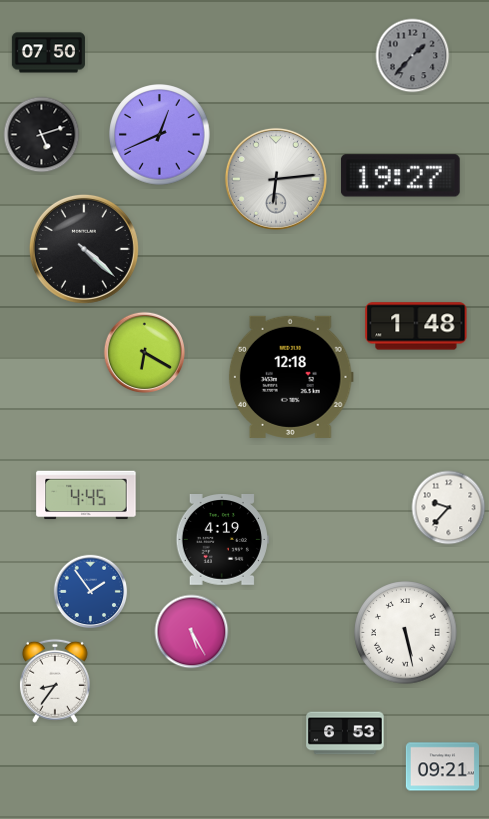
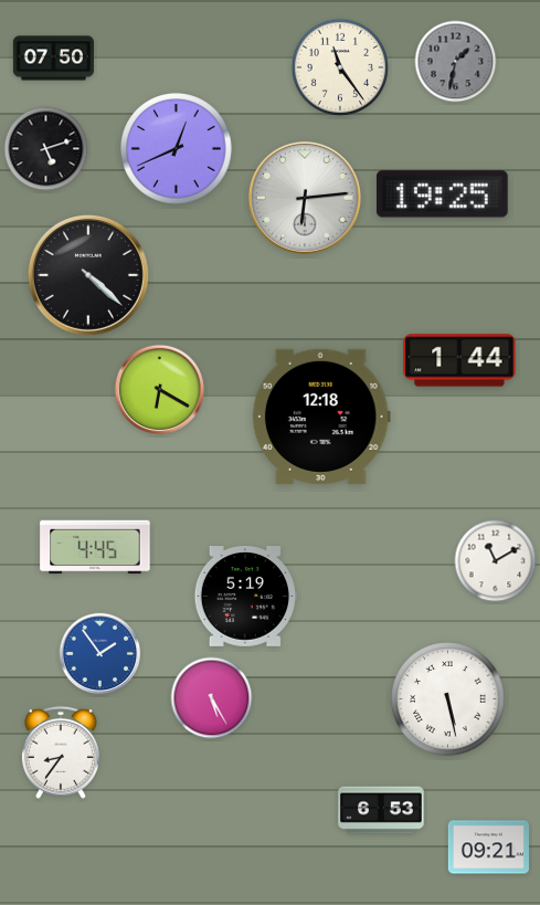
clock at (413, 56): 1:37 -> 1:32
clock at (339, 66): none -> 11:24
clock at (400, 176): 19:27 -> 19:25
clock at (84, 249) position: (84, 249) -> (88, 275)
clock at (416, 326): 1:48 -> 1:44
clock at (449, 508): 9:37 -> 11:10
clock at (222, 540): 4:19 -> 5:19
